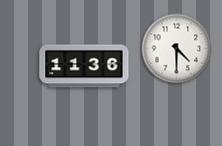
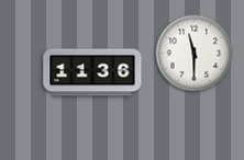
clock at (177, 49): 4:30 -> 11:30
